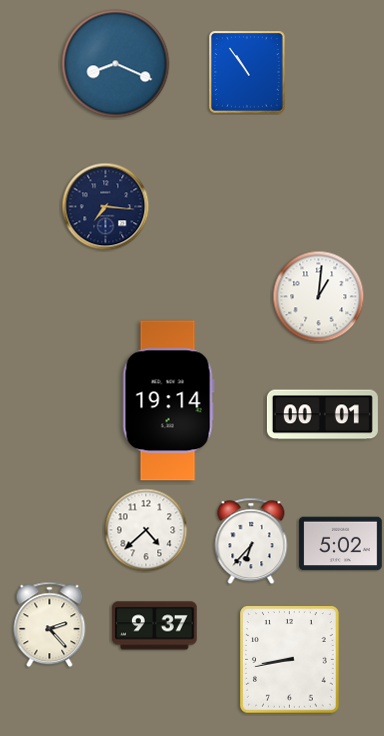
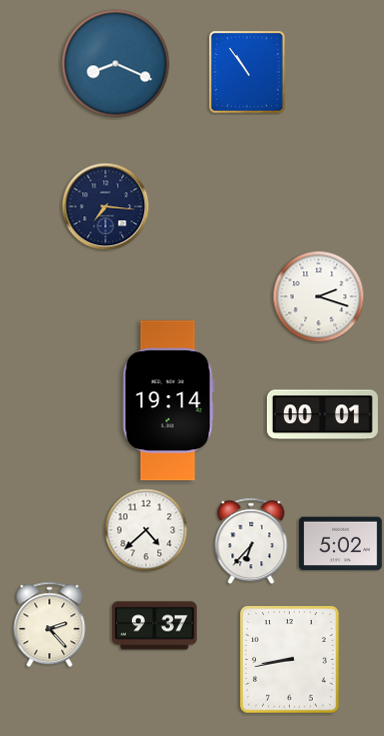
clock at (319, 297): 1:01 -> 2:18
